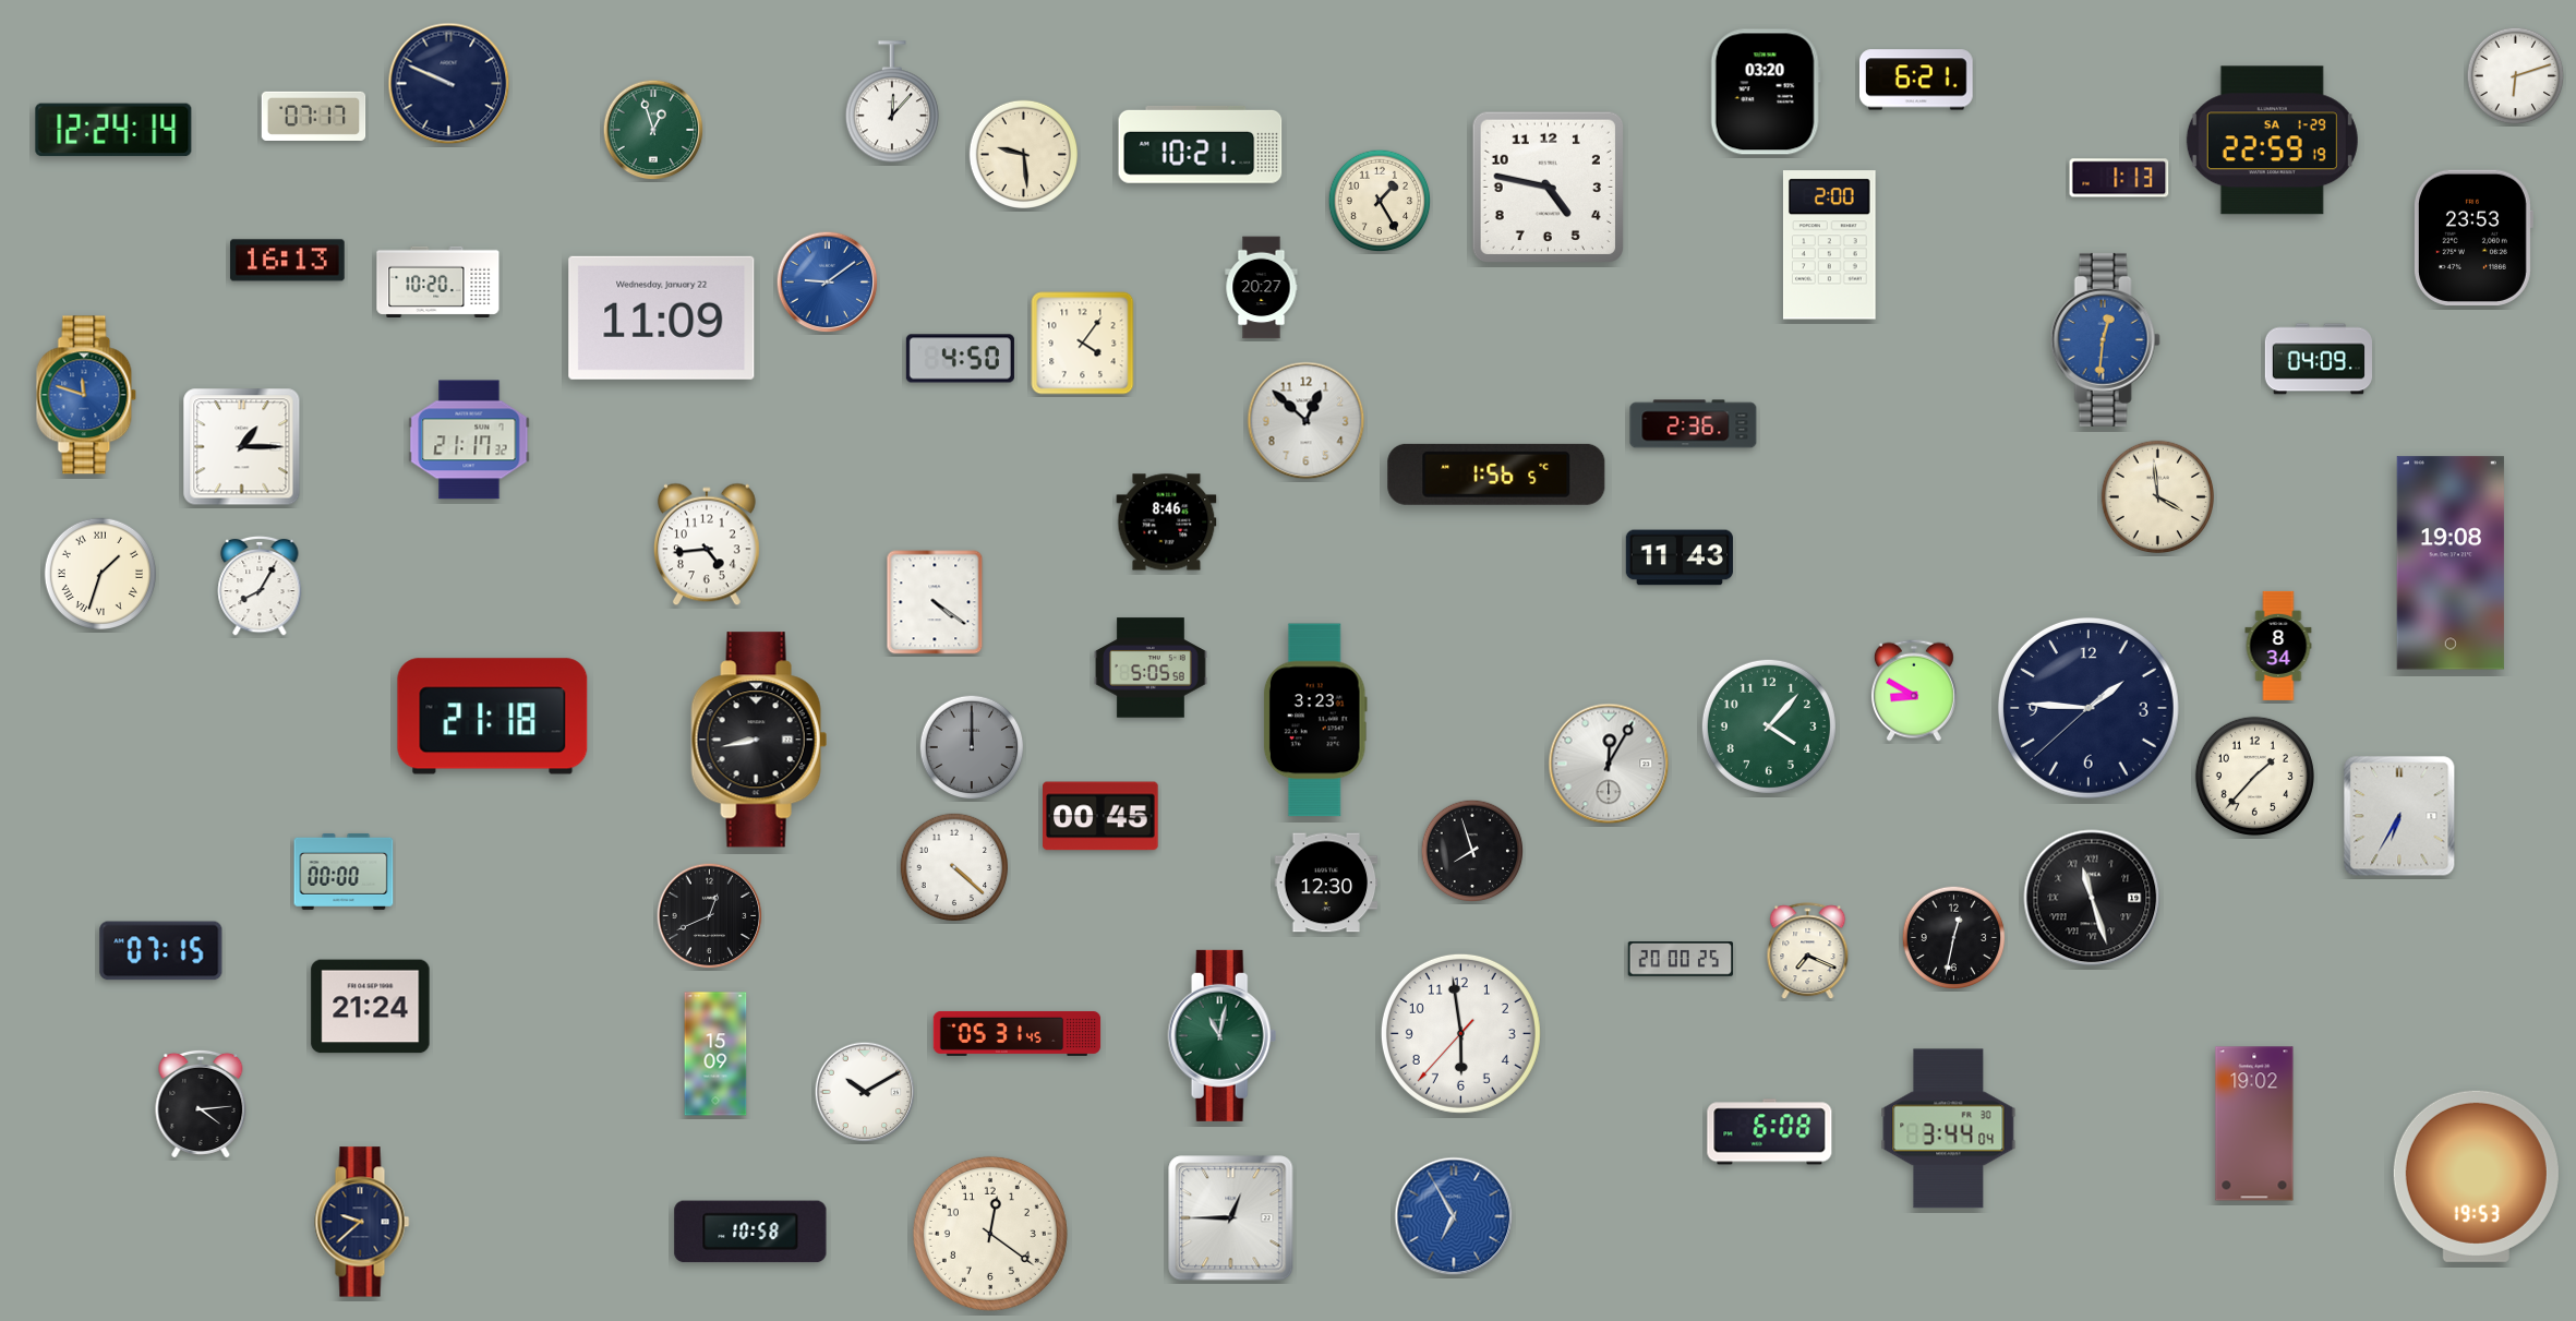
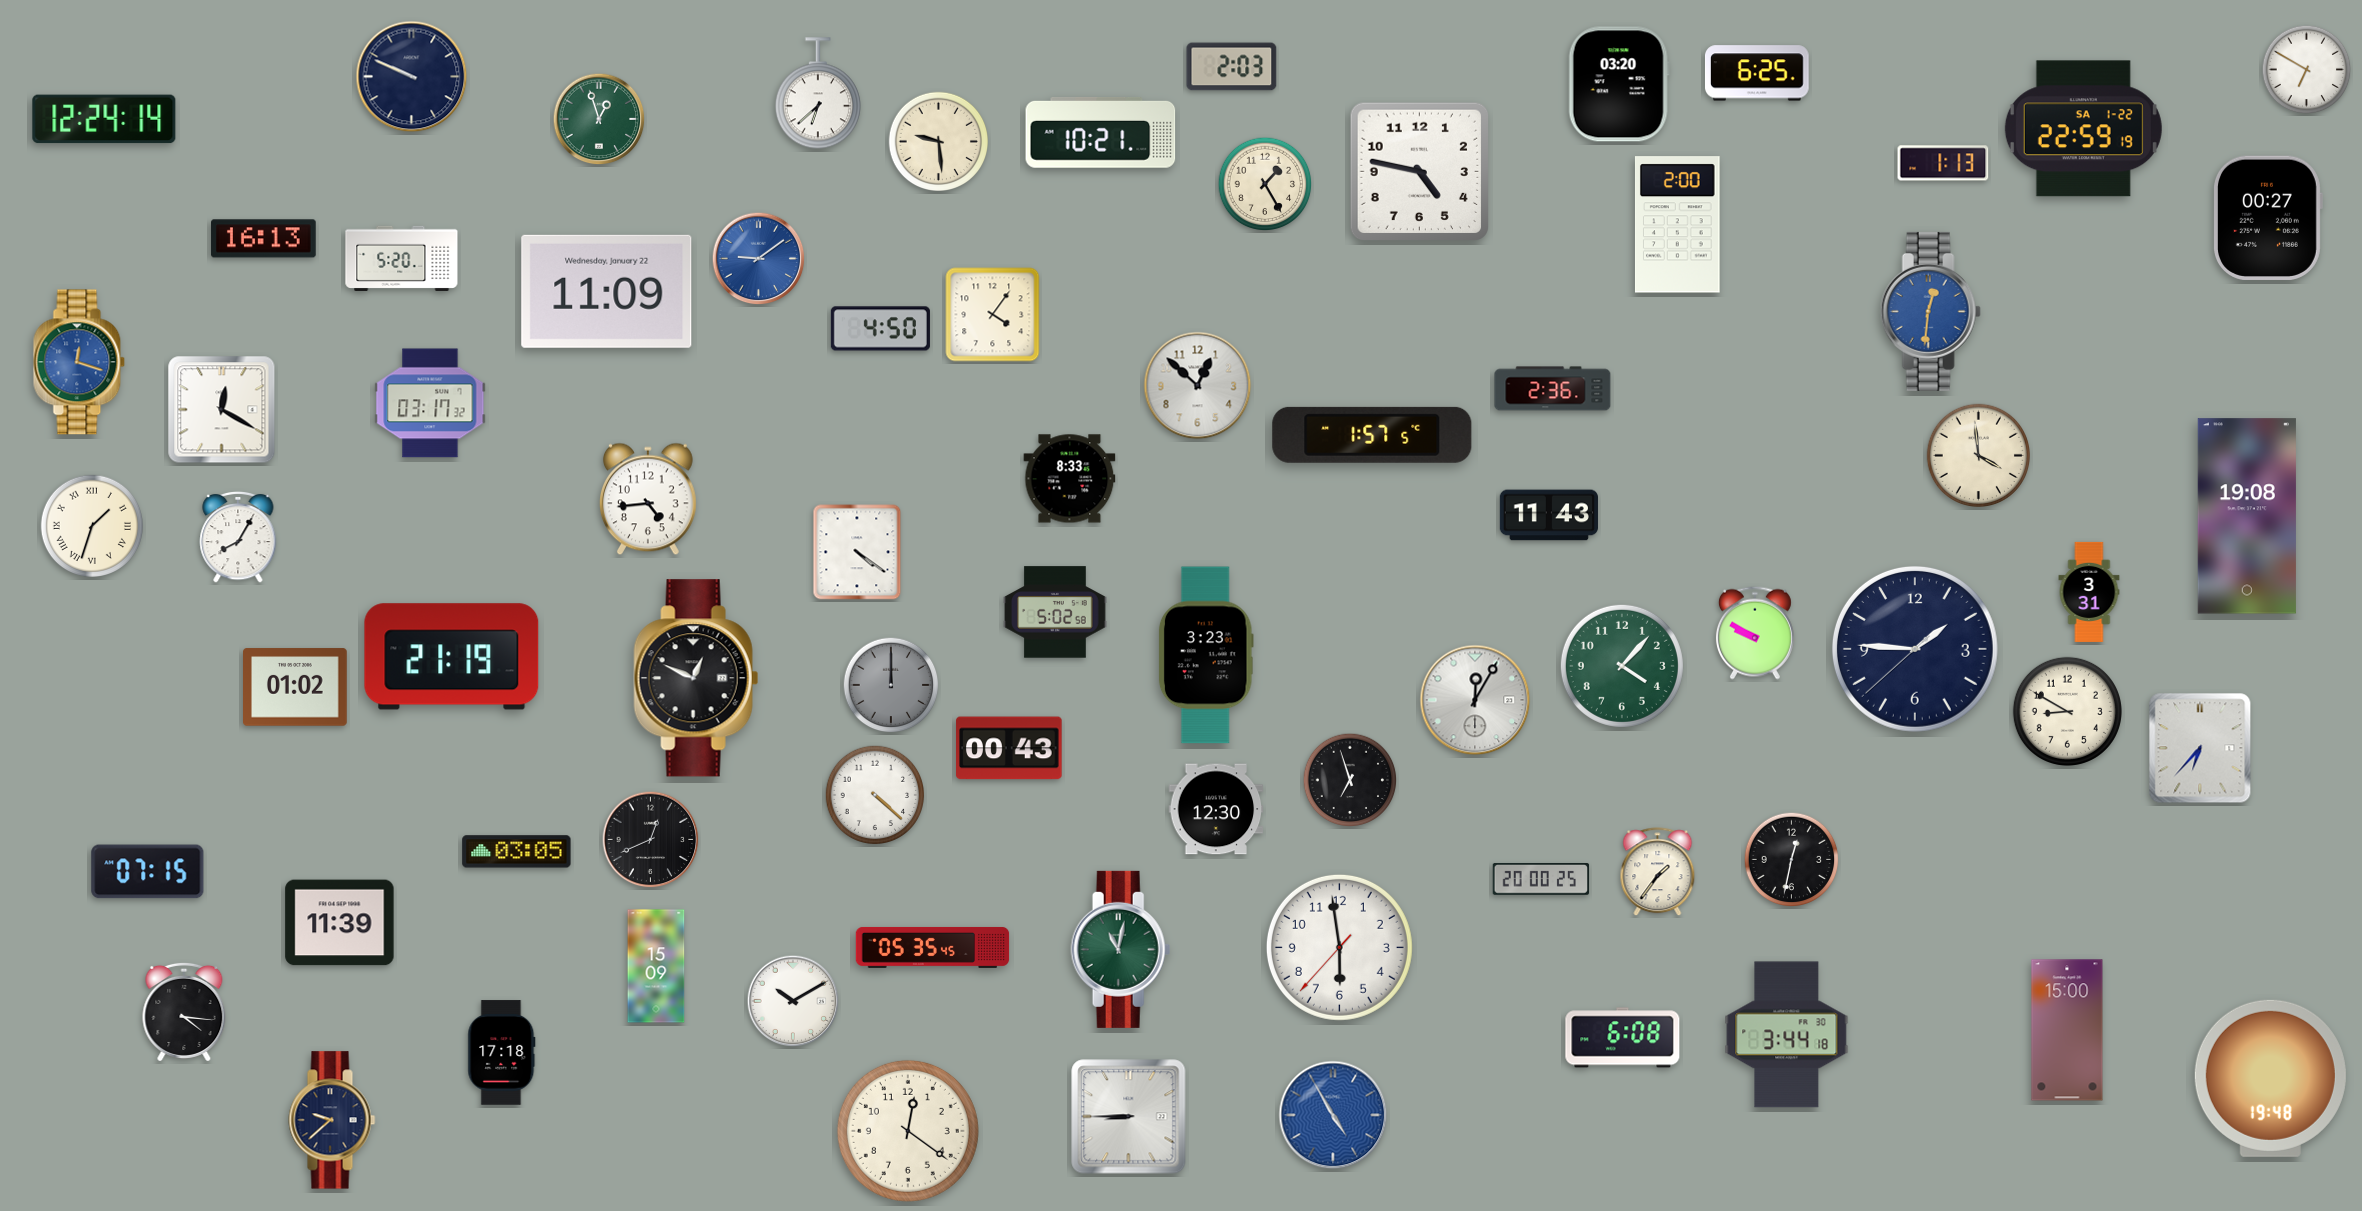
clock at (1232, 67): none -> 2:03
clock at (2516, 76): 6:12 -> 6:50
clock at (1916, 80): 6:21 -> 6:25
clock at (892, 103): 12:07 -> 6:38
clock at (314, 116): 07:17 -> none
clock at (2272, 141) date: SA 1-29 -> SA 1-22
clock at (2473, 238): 23:53 -> 00:27
clock at (438, 281): 10:20 -> 5:20
clock at (1262, 288): 20:27 -> none
clock at (2318, 359): 04:09 -> none
clock at (86, 395): 11:48 -> 12:18
clock at (469, 440): 21:17 -> 03:17
clock at (242, 447): 1:15 -> 12:20
clock at (1496, 475): 1:56 -> 1:57
clock at (1167, 523): 8:46 -> 8:33
clock at (1680, 557) position: (1680, 557) -> (1549, 515)
clock at (2278, 646): 8:34 -> 3:31
clock at (1151, 668): 5:05 -> 5:02
clock at (1914, 690): 8:50 -> 9:50
clock at (493, 717): 21:18 -> 21:19
clock at (1315, 720) position: (1315, 720) -> (1206, 655)
clock at (759, 740): 8:43 -> 12:49
clock at (296, 687): none -> 01:02
clock at (2254, 776): 1:37 -> 8:50
clock at (1100, 816): 00:45 -> 00:43
clock at (2399, 816): 6:35 -> 6:37
clock at (1472, 851): 7:57 -> 6:57
clock at (344, 872): 00:00 -> none
clock at (2092, 898): 11:27 -> none
clock at (517, 852): none -> 03:05
clock at (1808, 951): 7:19 -> 1:36
clock at (371, 1007): 21:24 -> 11:39
clock at (1018, 1033): 05:31 -> 05:35
clock at (201, 1104): 4:14 -> 4:16
clock at (2254, 1124): 19:02 -> 15:00
clock at (1949, 1129): 3:44:04 -> 3:44:18
clock at (502, 1053): none -> 17:18
clock at (2476, 1176): 19:53 -> 19:48
clock at (1454, 1216): 6:55 -> 4:55
clock at (1231, 1218): 12:45 -> 8:45
clock at (750, 1232): 10:58 -> none
